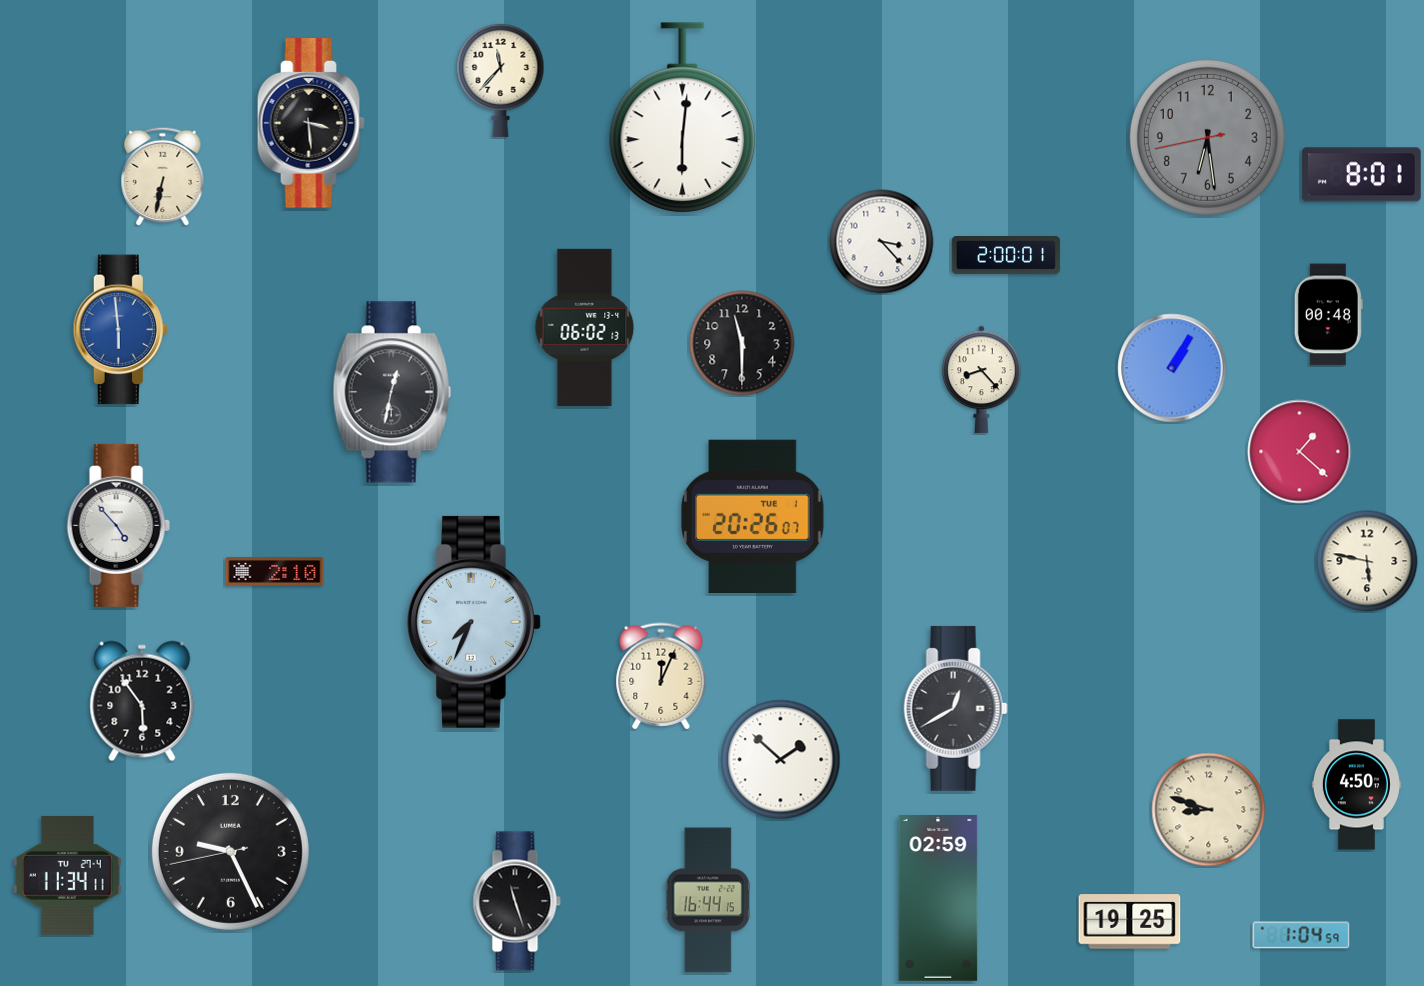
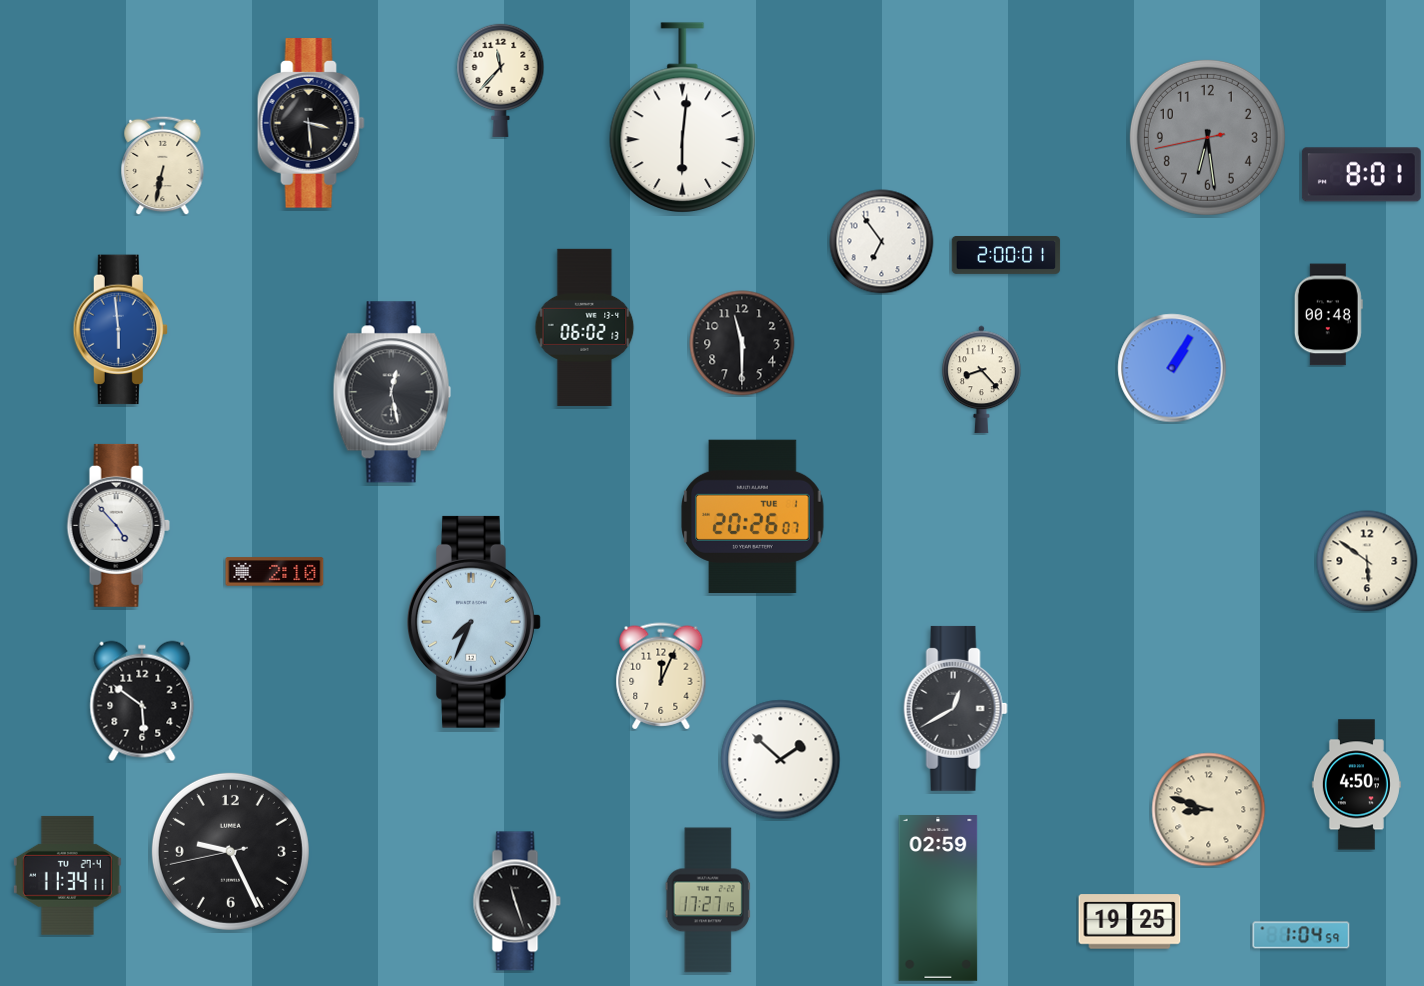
clock at (163, 176) position: (163, 176) -> (163, 165)
clock at (882, 242): 3:23 -> 6:54
clock at (392, 392): 12:32 -> 12:28
clock at (1300, 452): 1:22 -> none
clock at (1367, 561): 5:47 -> 5:51
clock at (142, 701): 5:54 -> 5:51
clock at (708, 900): 16:44 -> 17:27
